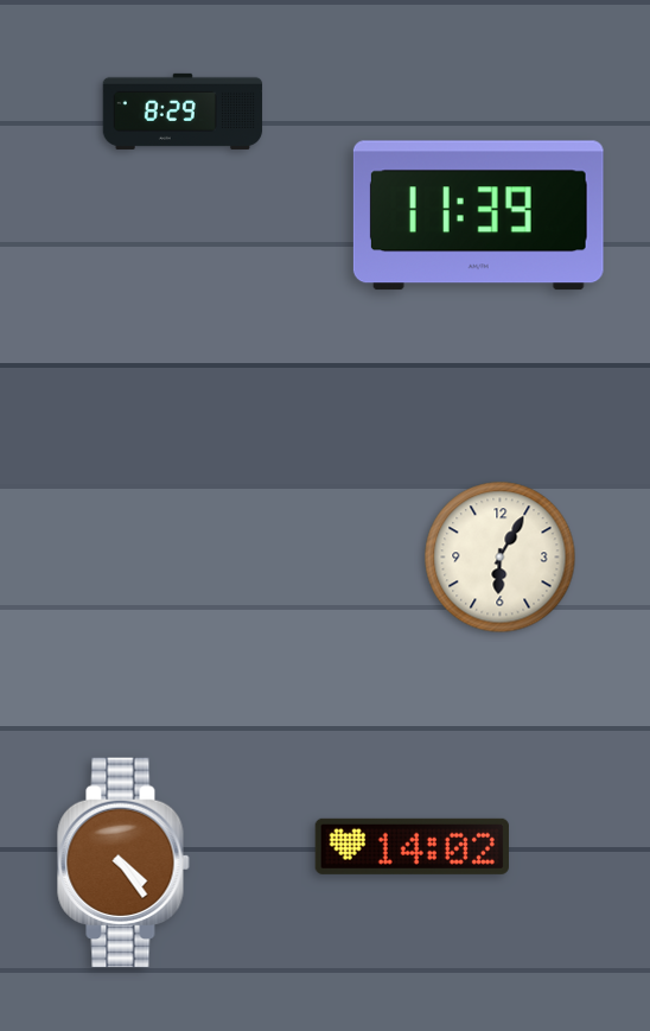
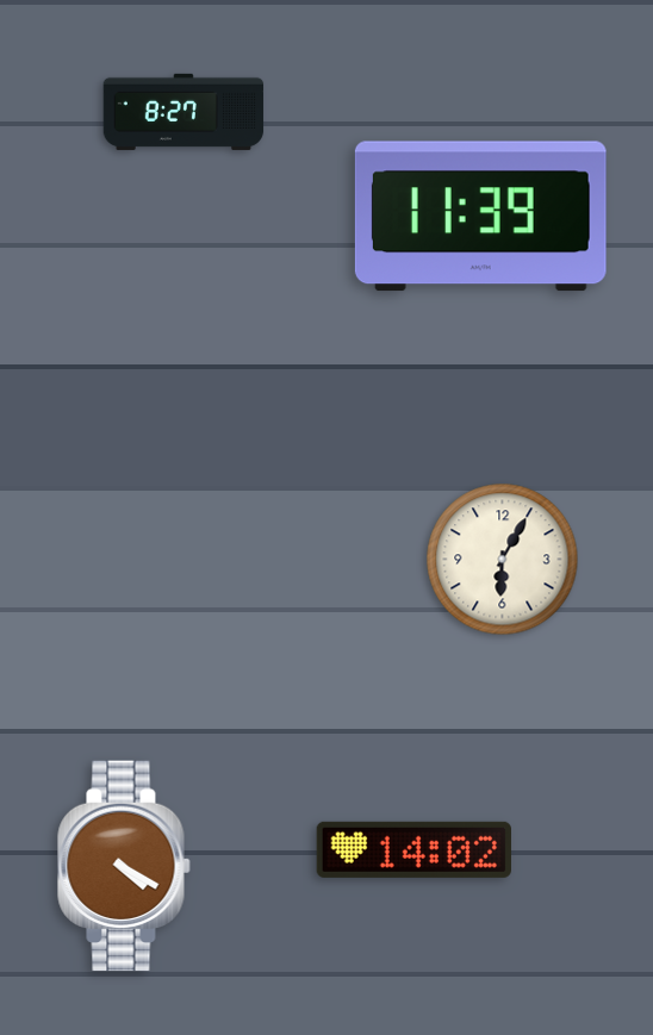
clock at (183, 112): 8:29 -> 8:27
clock at (123, 863): 4:24 -> 4:20
